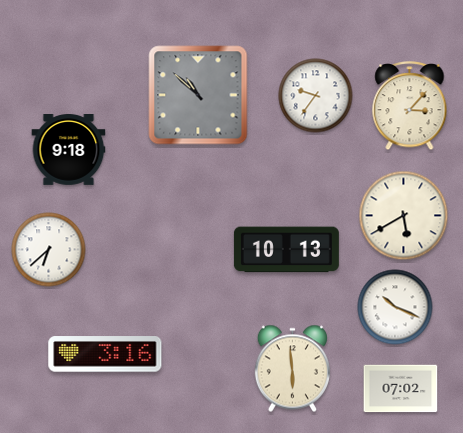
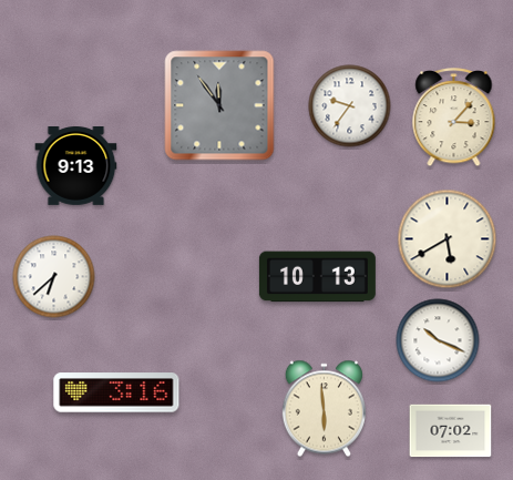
clock at (198, 95): 10:52 -> 11:54
clock at (69, 150): 9:18 -> 9:13
clock at (401, 389) position: (401, 389) -> (451, 431)
